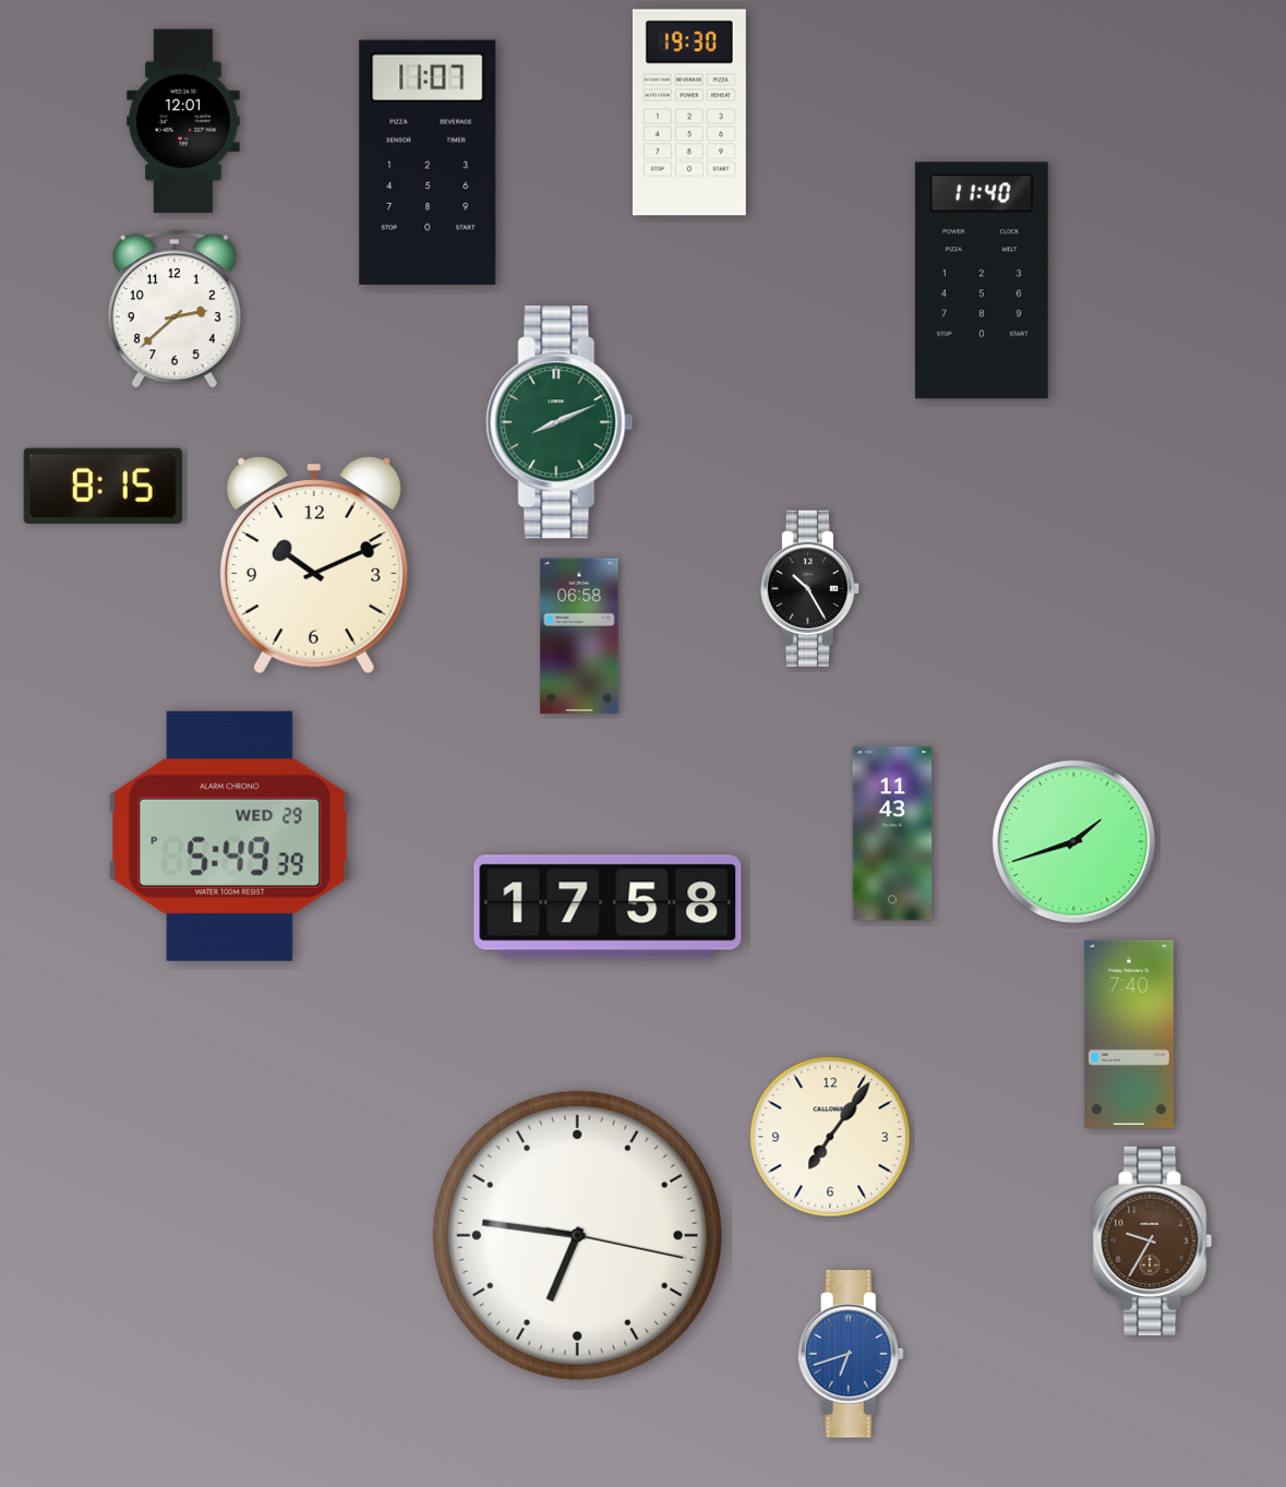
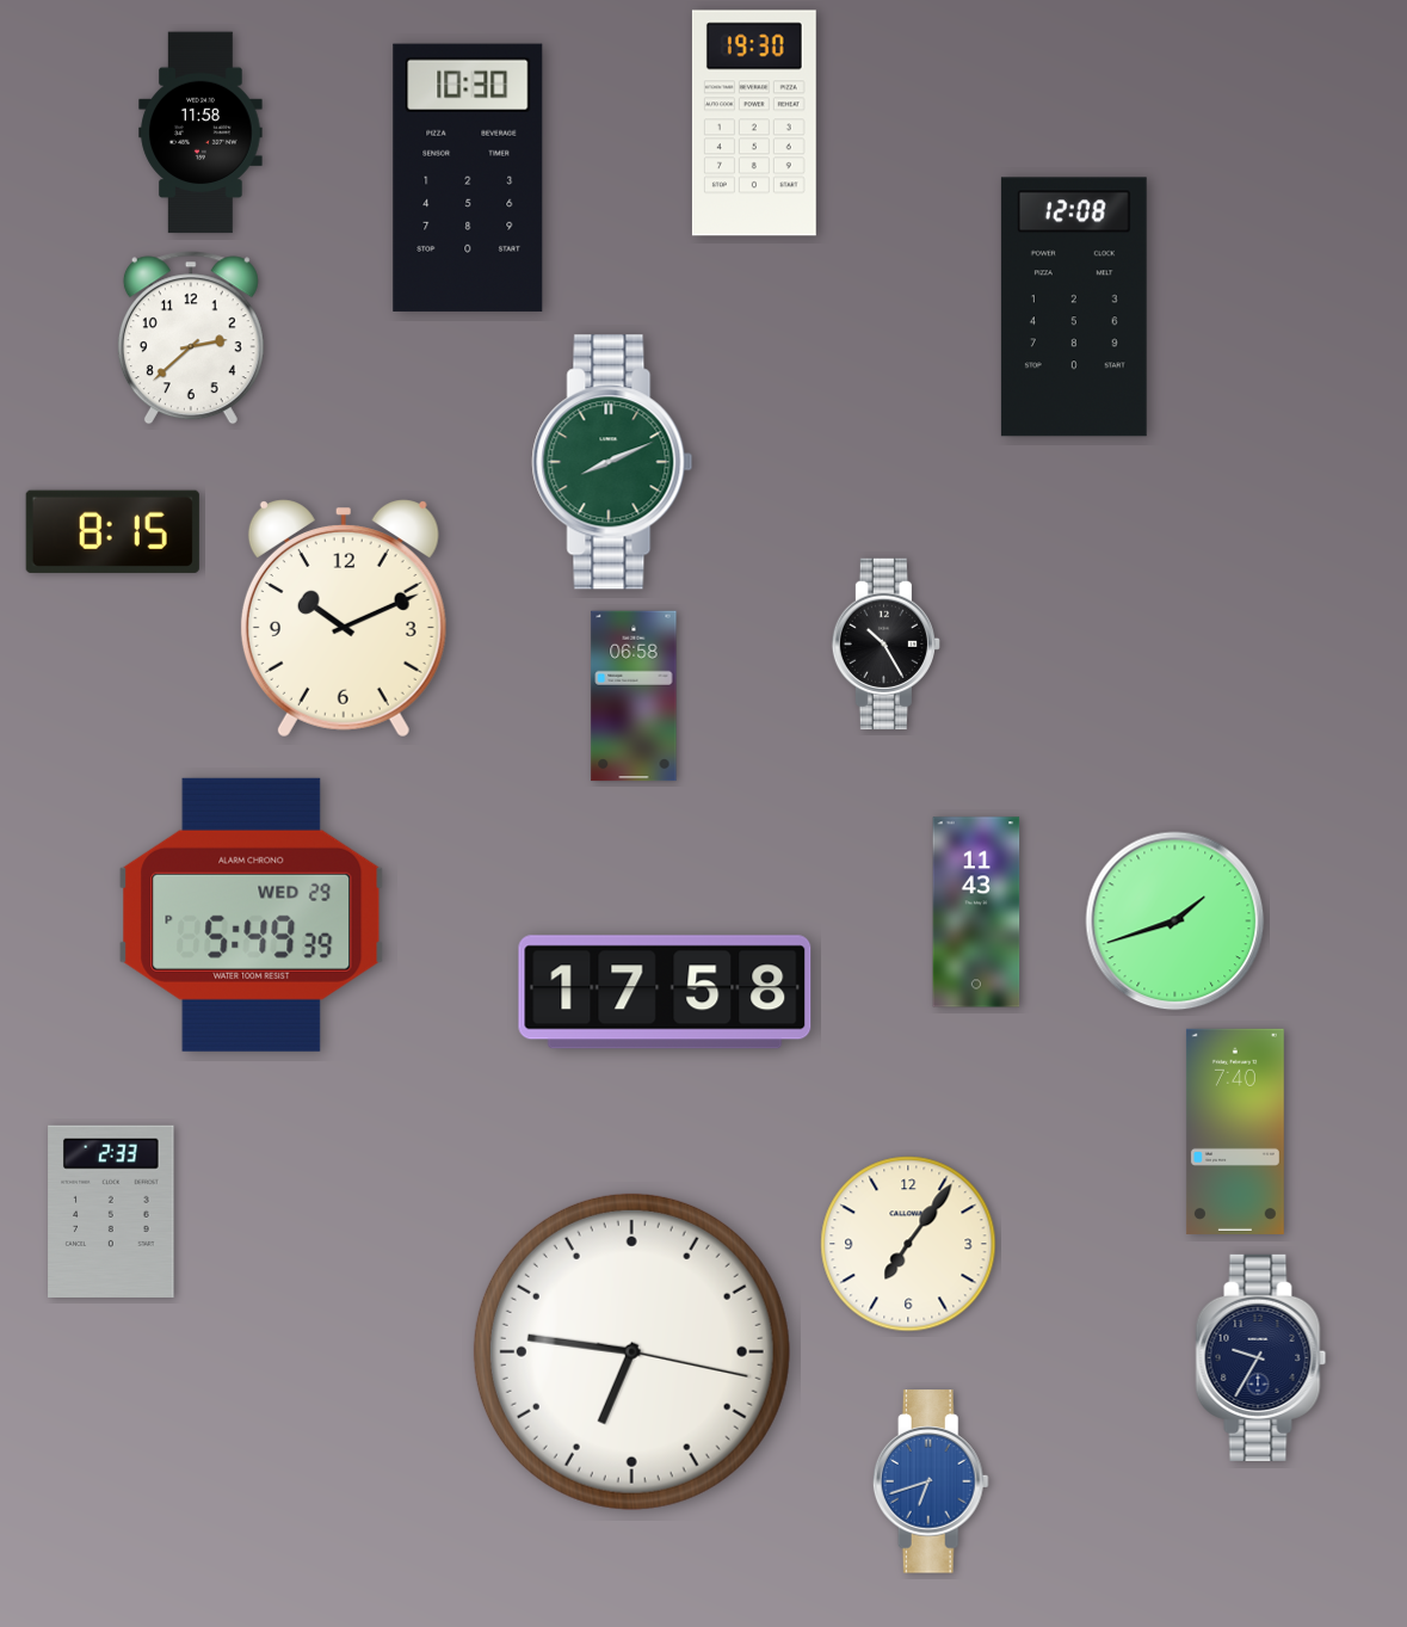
clock at (183, 121): 12:01 -> 11:58
clock at (428, 163): 11:07 -> 10:30
clock at (982, 280): 11:40 -> 12:08
clock at (111, 1212): none -> 2:33
clock at (1153, 1240) dial: brown -> navy
